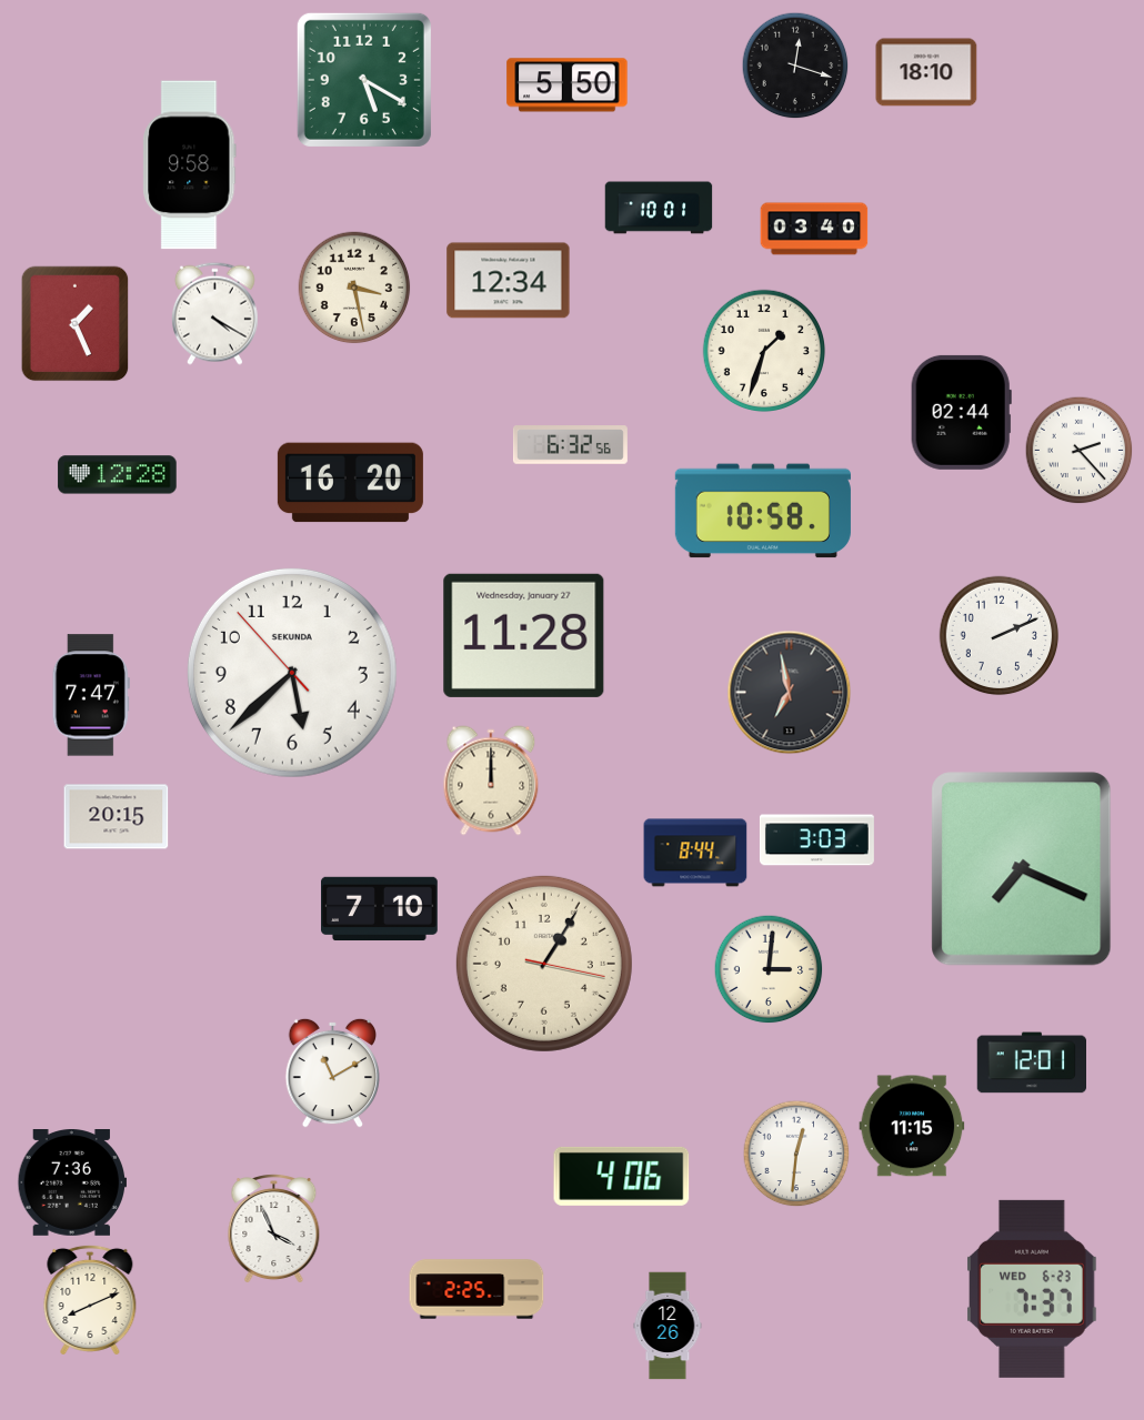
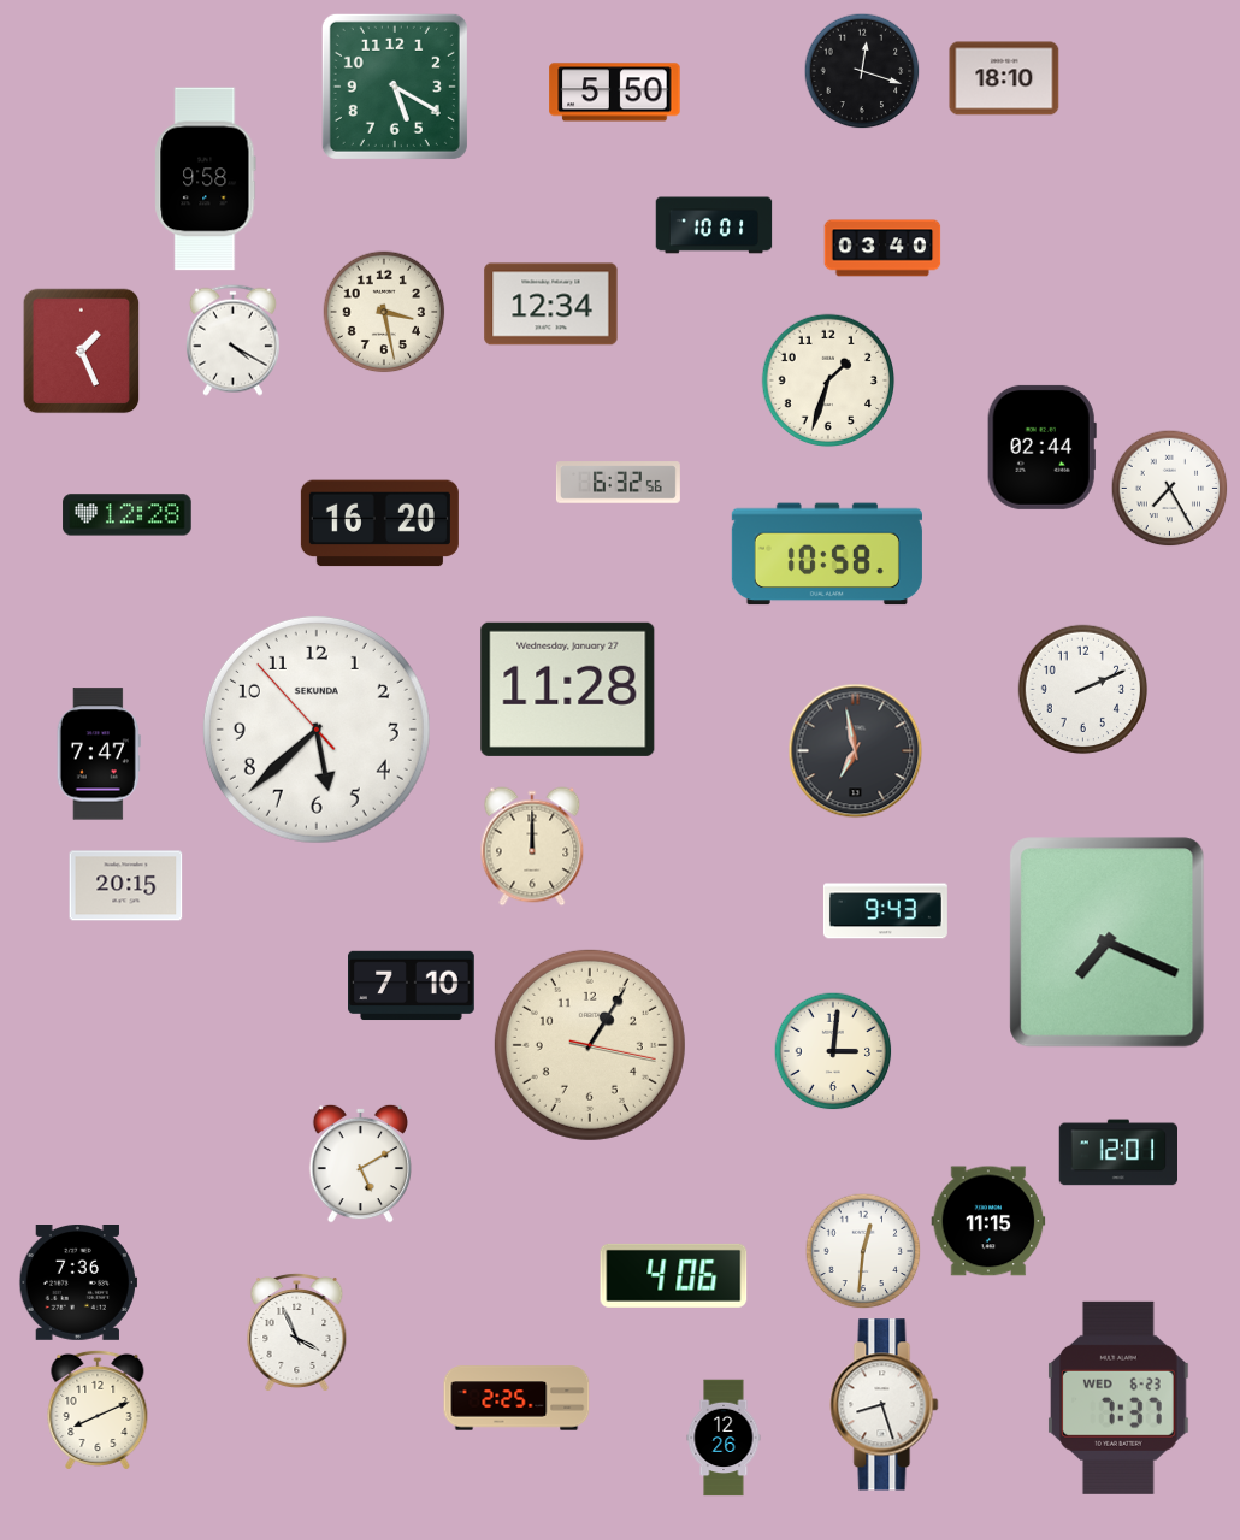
clock at (1080, 451): 2:23 -> 7:25
clock at (816, 840): 3:03 -> 9:43
clock at (695, 853): 8:44 -> none
clock at (333, 1072): 11:10 -> 5:10
clock at (885, 1405): none -> 8:27
